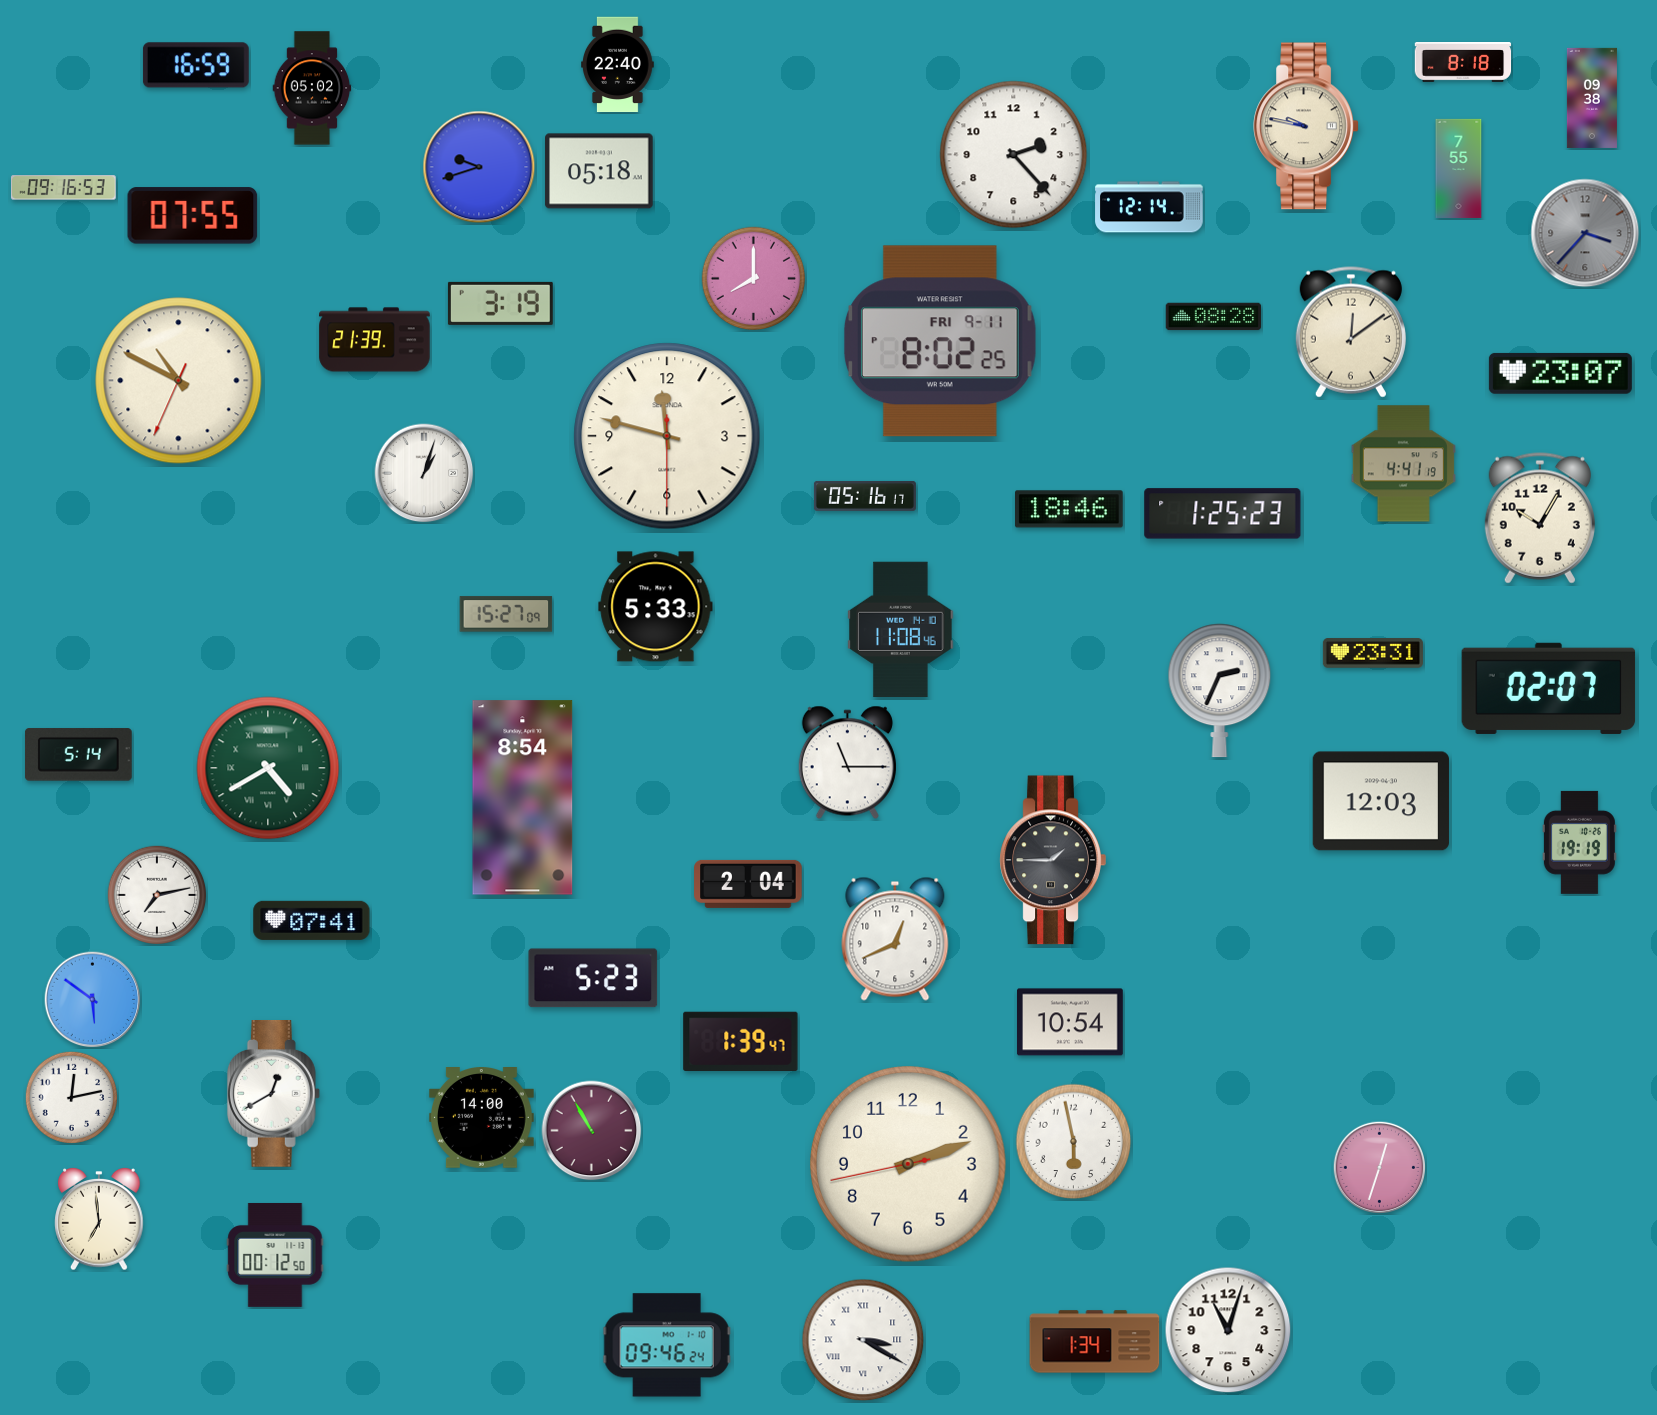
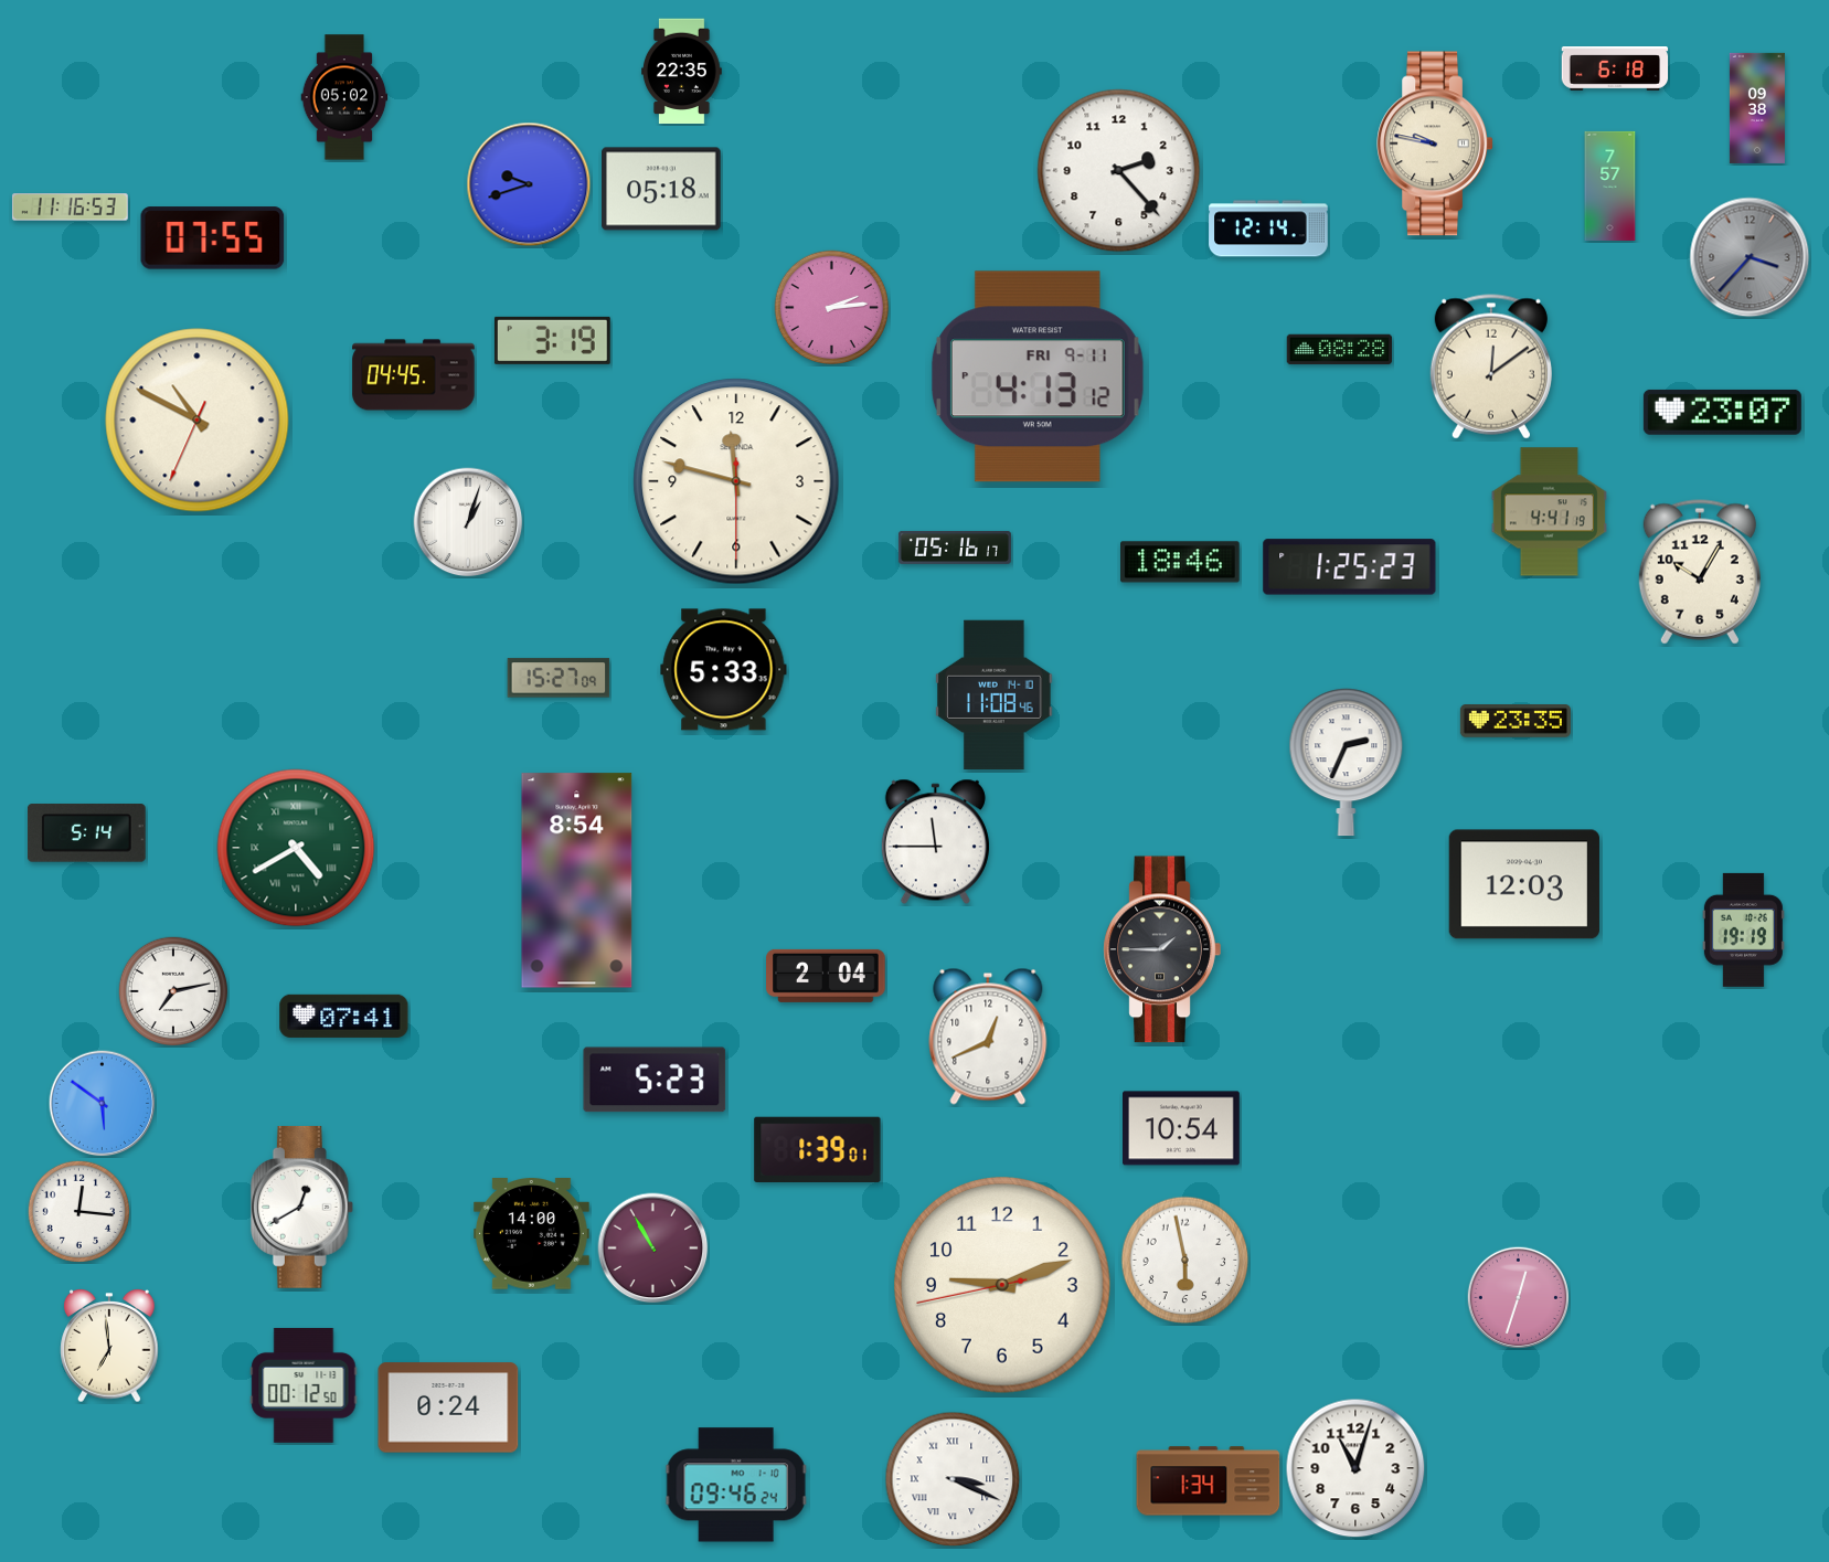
clock at (1463, 63): 8:18 -> 6:18
clock at (196, 65): 16:59 -> none
clock at (618, 65): 22:40 -> 22:35
clock at (1306, 126) position: (1306, 126) -> (1435, 144)
clock at (1459, 168): 7:55 -> 7:57
clock at (63, 188): 09:16 -> 11:16
clock at (754, 279): 8:00 -> 2:14
clock at (500, 303) position: (500, 303) -> (552, 340)
clock at (375, 340): 21:39 -> 04:45
clock at (940, 341): 8:02 -> 4:13
clock at (1373, 653): 23:31 -> 23:35
clock at (1549, 688): 02:07 -> none
clock at (847, 763): 11:15 -> 11:45
clock at (157, 895) position: (157, 895) -> (173, 991)
clock at (741, 1042): 1:39:47 -> 1:39:01
clock at (71, 1097): 12:13 -> 12:16
clock at (908, 1164): 2:11 -> 9:11
clock at (1379, 1167) position: (1379, 1167) -> (1518, 1297)
clock at (448, 1407): none -> 0:24
clock at (863, 1340): 3:20 -> 3:19
